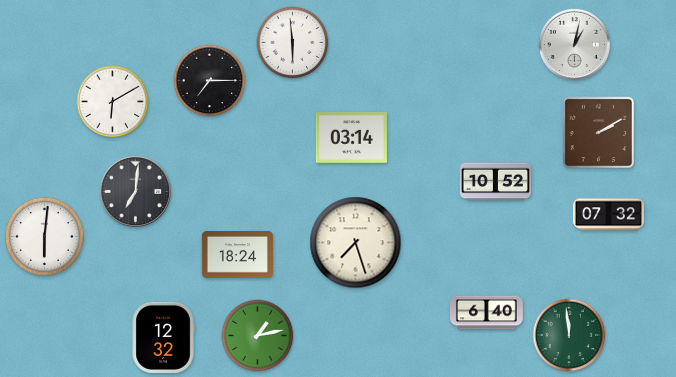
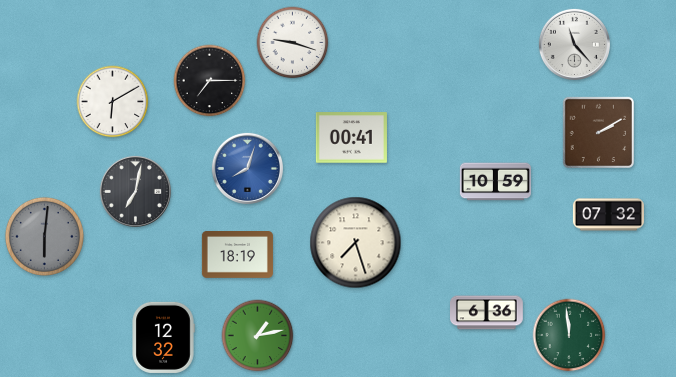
clock at (293, 43): 5:59 -> 9:18
clock at (574, 44): 1:02 -> 11:23
clock at (351, 138): 03:14 -> 00:41
clock at (247, 168): none -> 8:03
clock at (495, 182): 10:52 -> 10:59
clock at (135, 191): 7:01 -> 7:02
clock at (44, 236) dial: white -> grey
clock at (237, 255): 18:24 -> 18:19
clock at (487, 313): 6:40 -> 6:36
